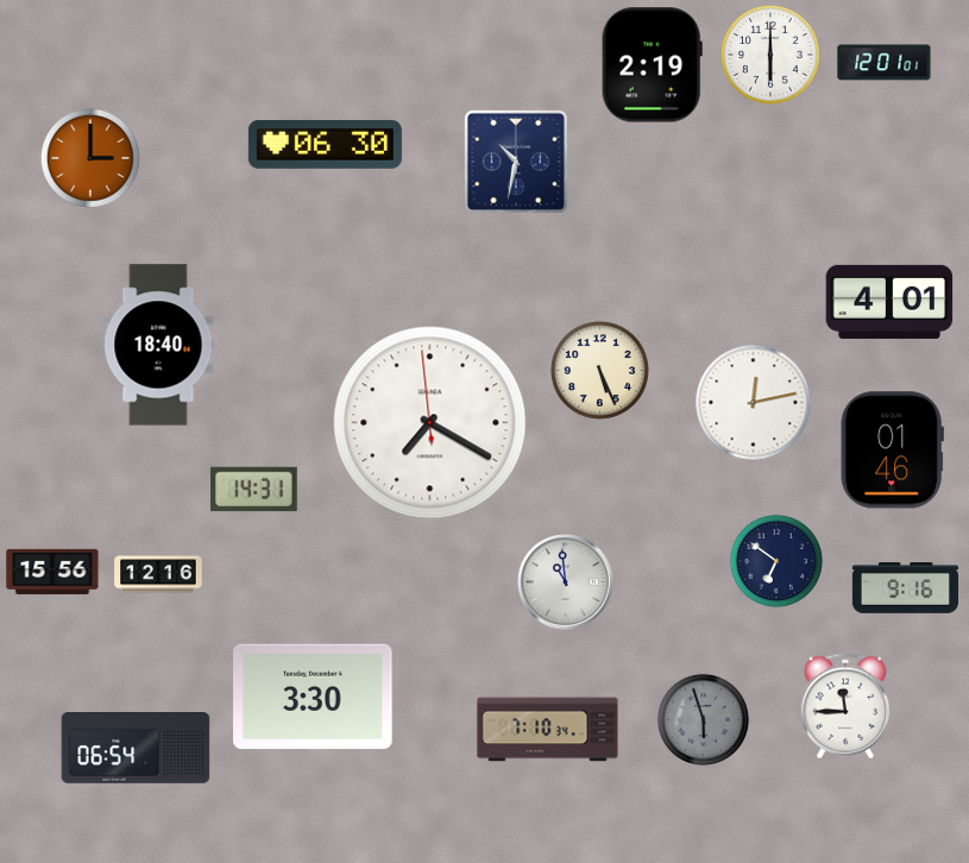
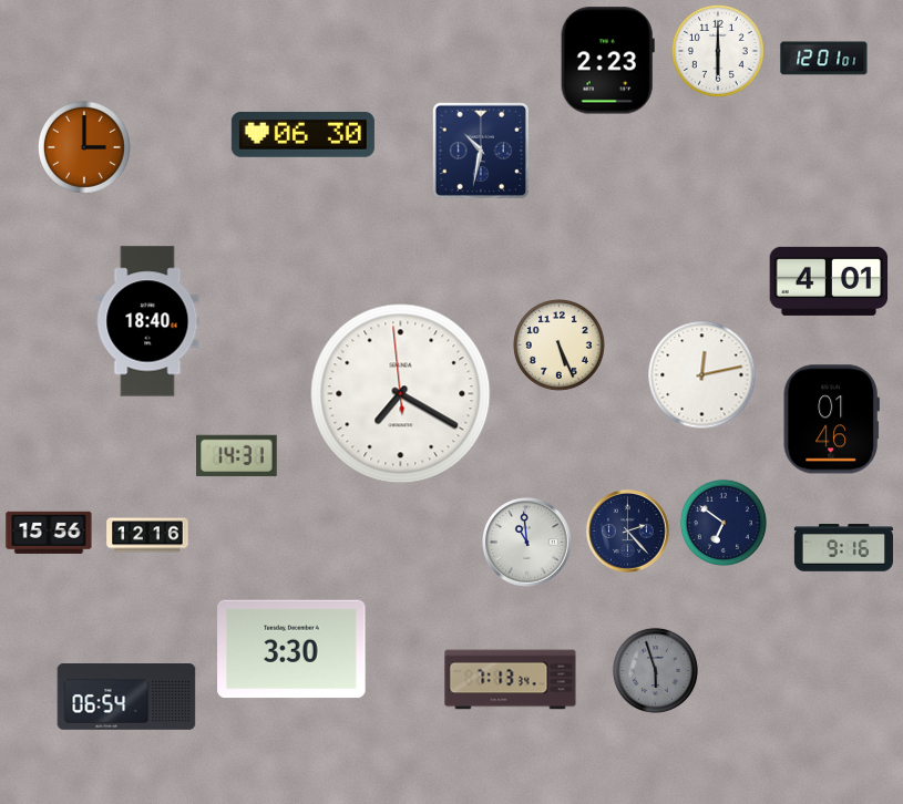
clock at (652, 65): 2:19 -> 2:23
clock at (628, 532): none -> 2:23
clock at (844, 706): 11:45 -> none
clock at (548, 730): 7:10 -> 7:13
